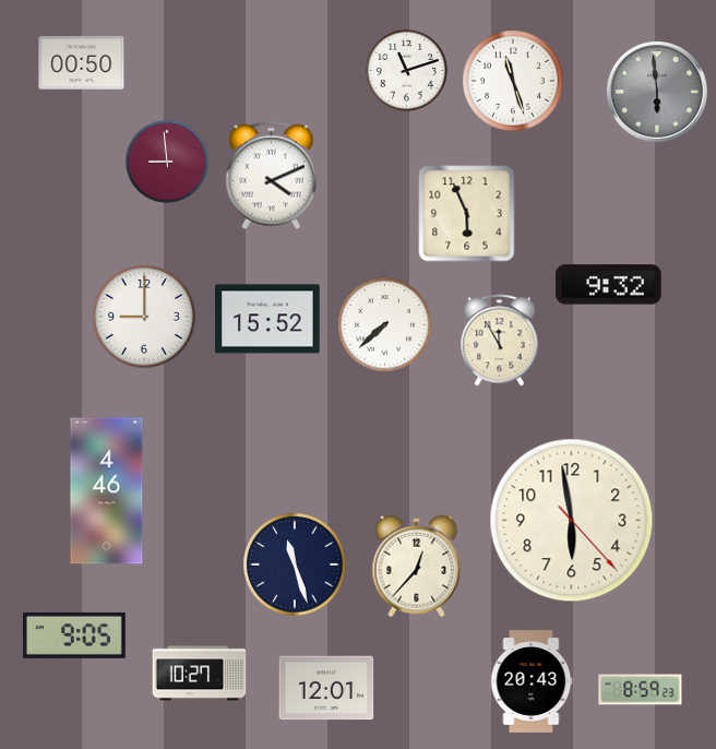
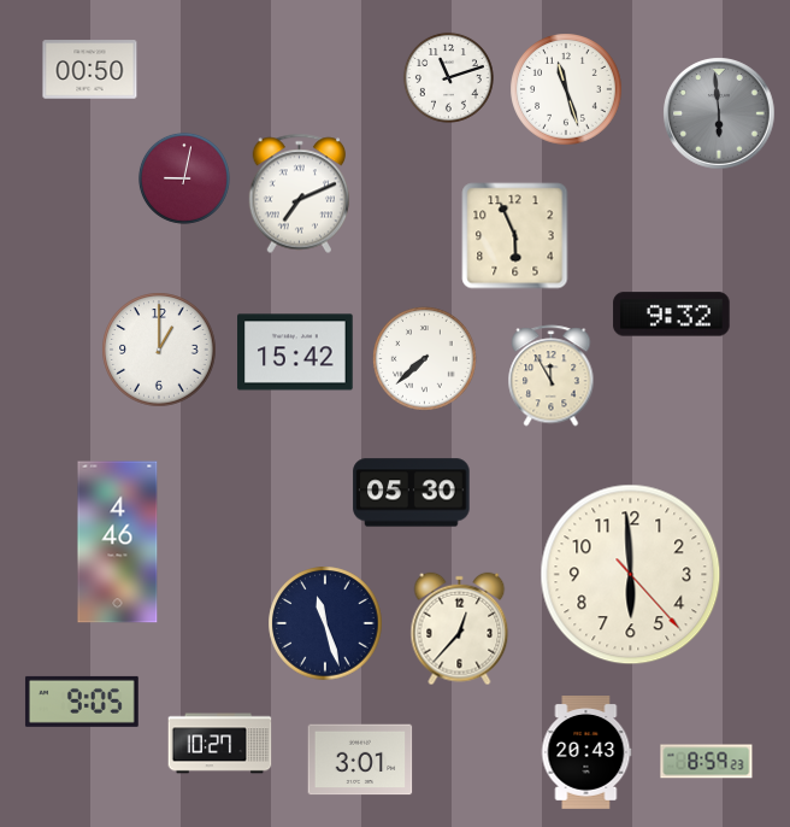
clock at (658, 93) position: (658, 93) -> (720, 115)
clock at (167, 162): 8:59 -> 9:02
clock at (272, 176): 4:11 -> 7:11
clock at (144, 317): 9:00 -> 1:00
clock at (267, 319): 15:52 -> 15:42
clock at (412, 493): none -> 05:30
clock at (572, 521): 5:58 -> 5:59
clock at (417, 567) position: (417, 567) -> (460, 629)
clock at (326, 688): 12:01 -> 3:01
